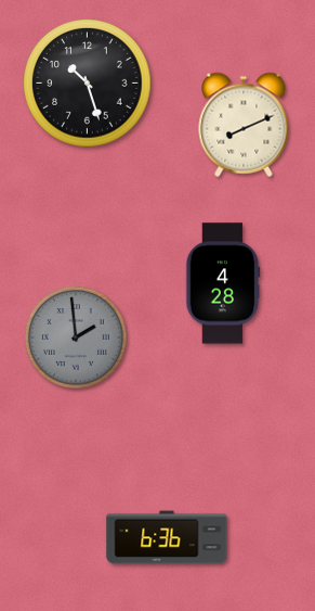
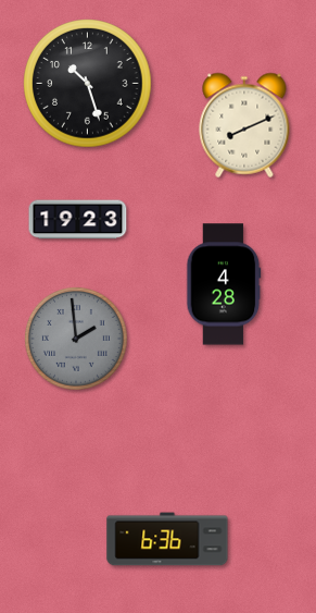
clock at (78, 220): none -> 19:23
